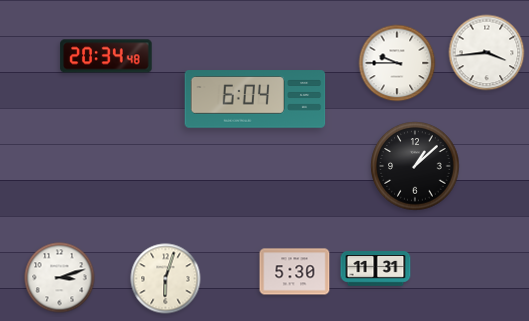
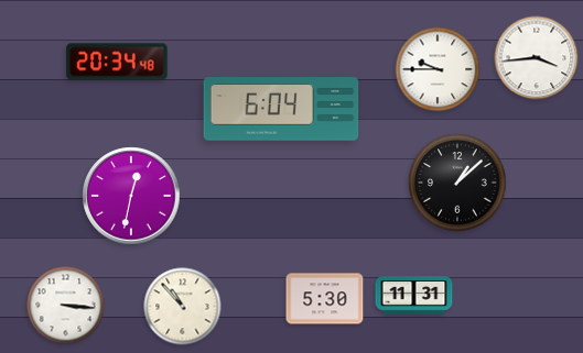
clock at (131, 196): none -> 12:32
clock at (60, 278): 3:12 -> 3:16
clock at (166, 279): 6:03 -> 10:53
